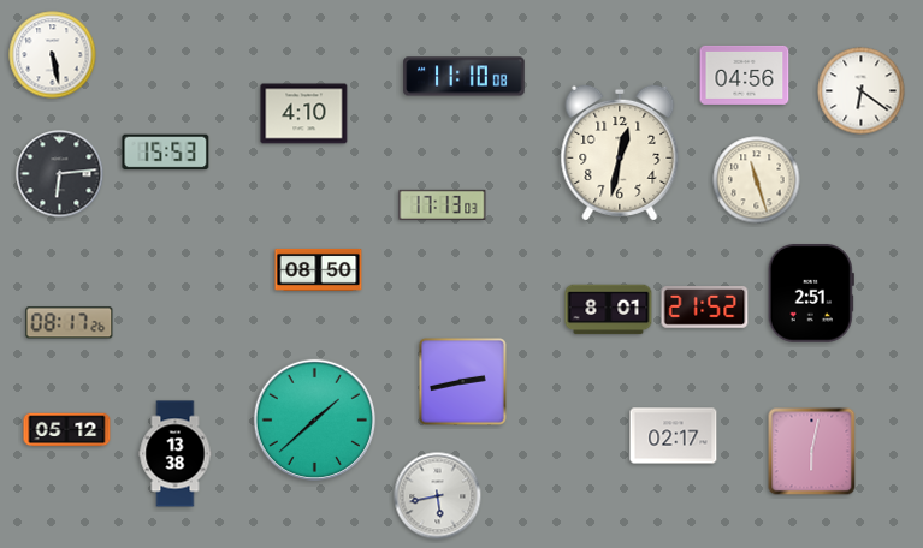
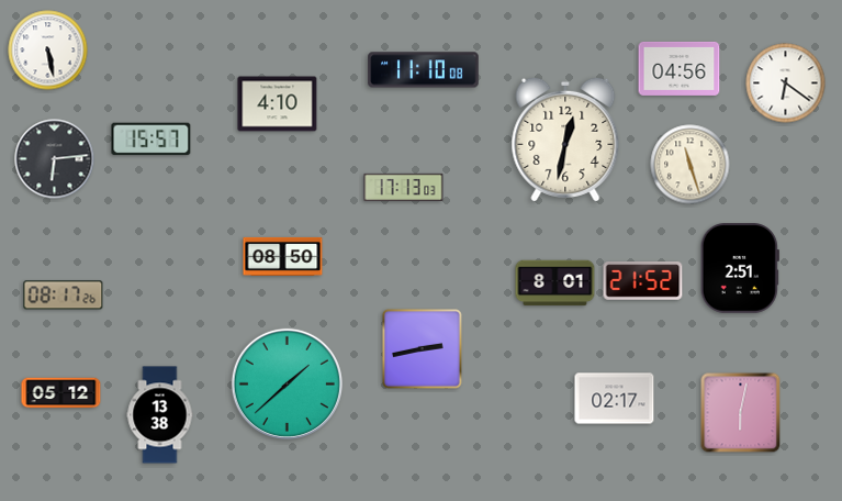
clock at (166, 153): 15:53 -> 15:57
clock at (319, 269) position: (319, 269) -> (283, 256)
clock at (438, 496): 5:43 -> none
